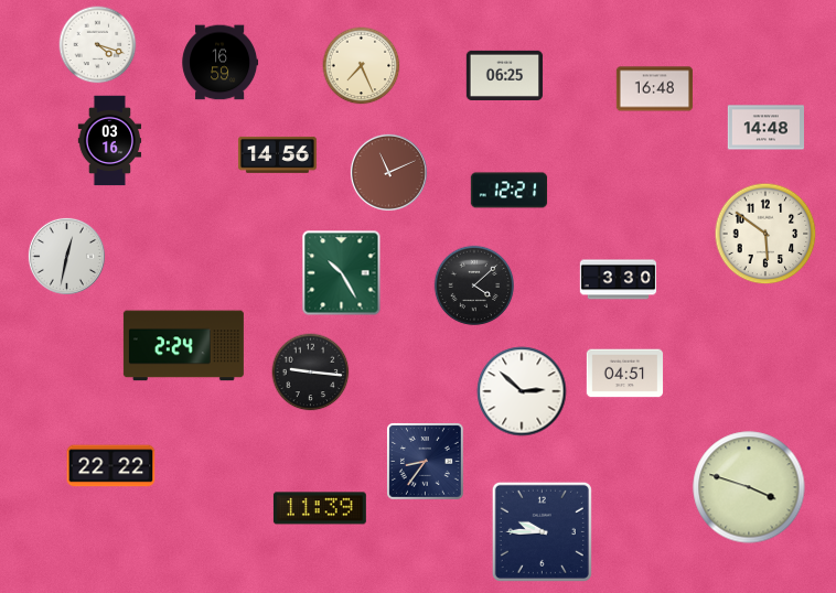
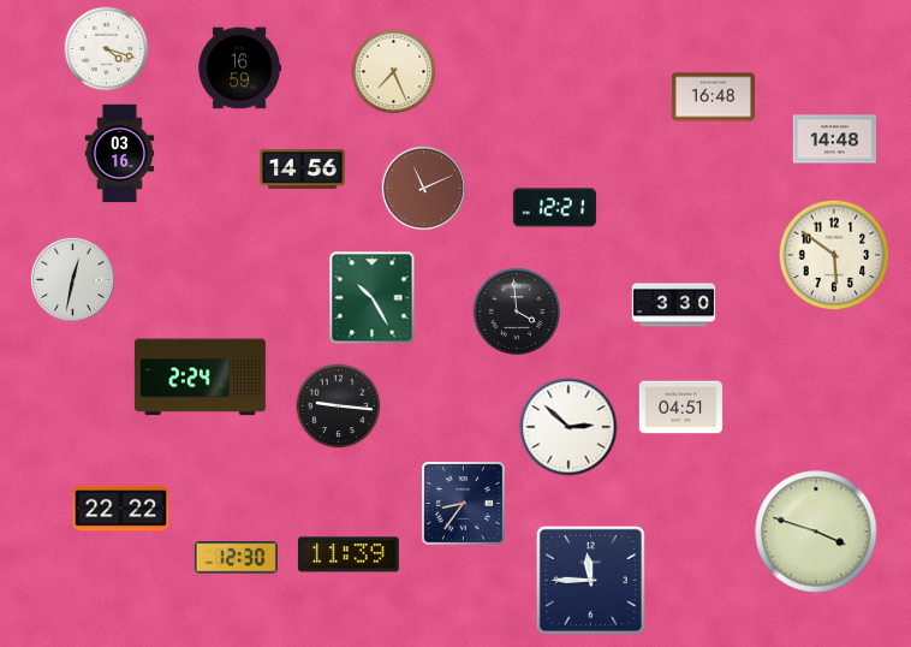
clock at (505, 75): 06:25 -> none
clock at (474, 285): 4:08 -> 3:59
clock at (236, 558): none -> 12:30
clock at (542, 531): 9:45 -> 11:45
